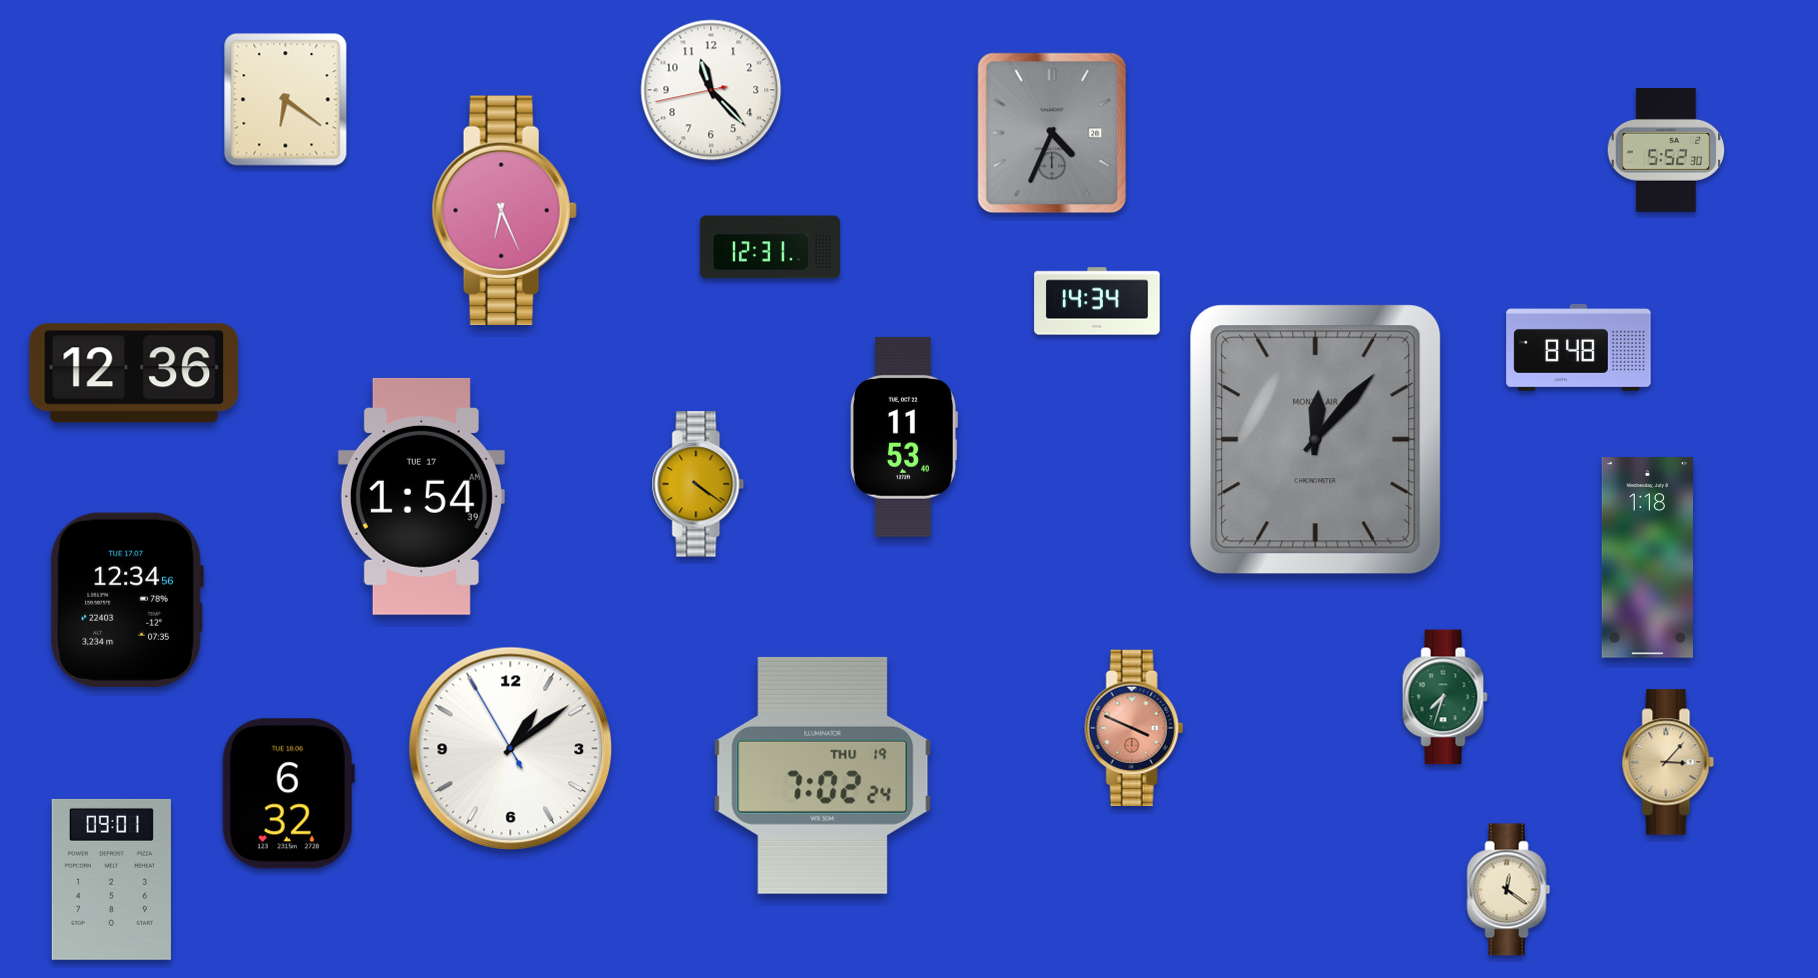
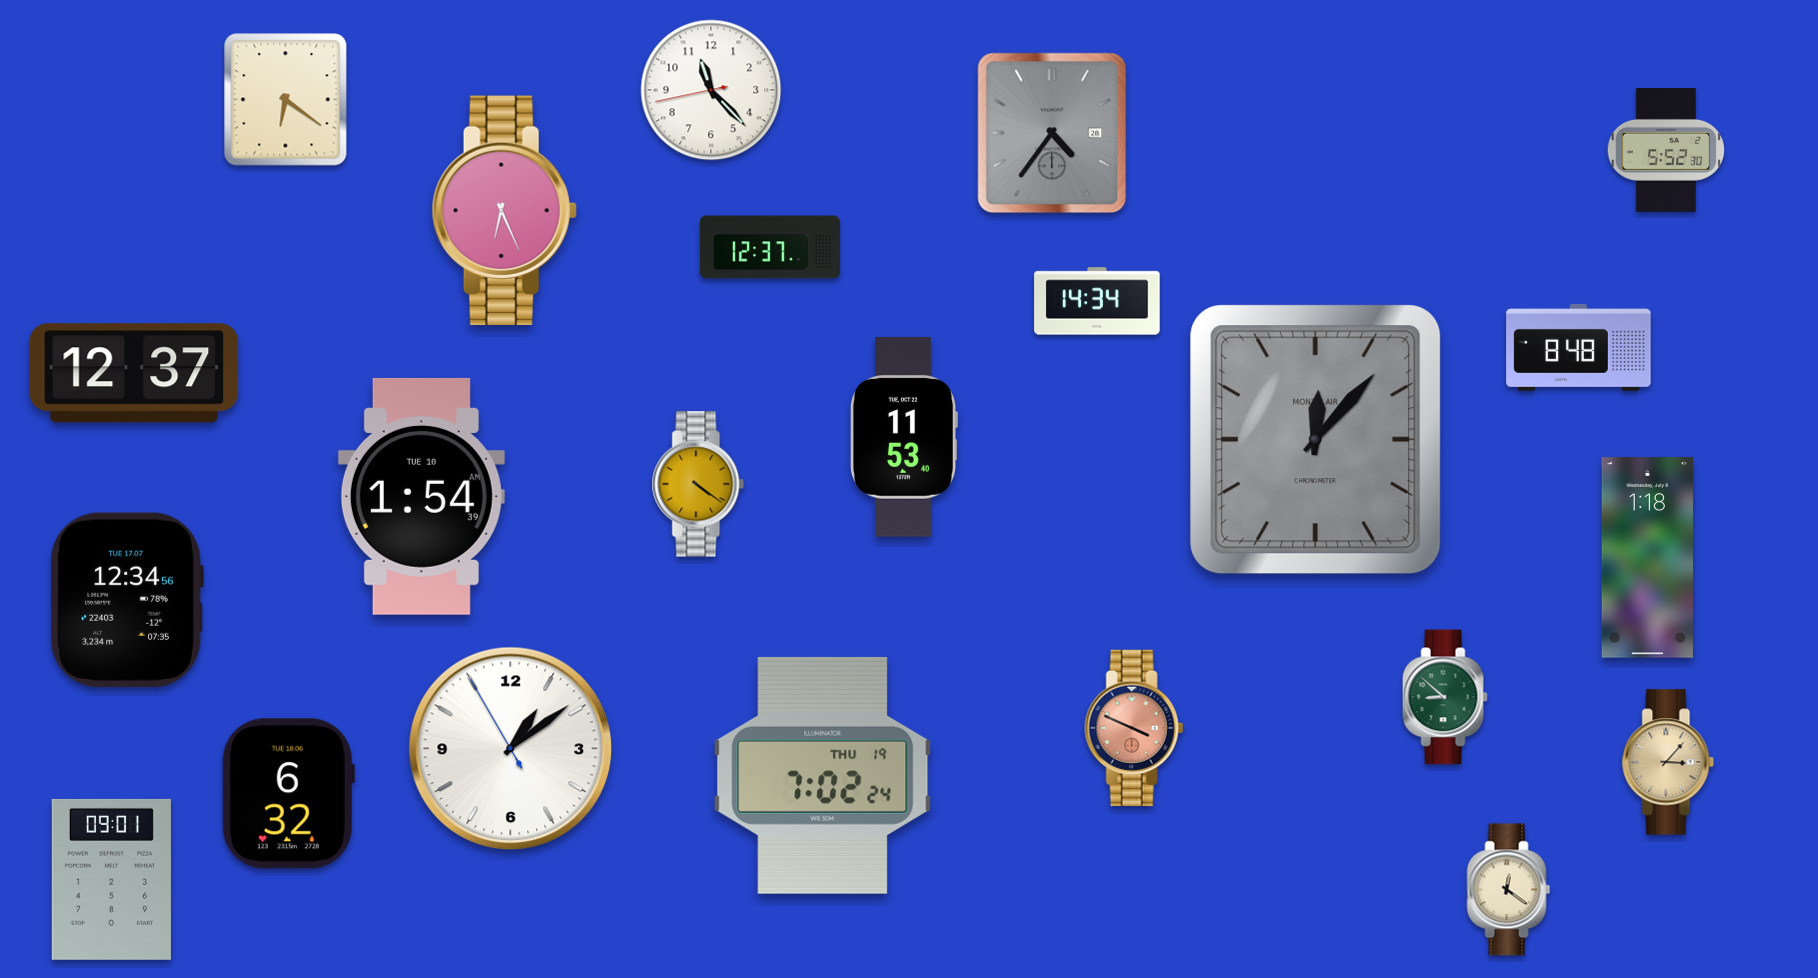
clock at (1052, 133): 4:34 -> 4:36
clock at (770, 247): 12:31 -> 12:37
clock at (134, 373): 12:36 -> 12:37
clock at (421, 496) date: TUE 17 -> TUE 10
clock at (1445, 697): 7:33 -> 8:52
